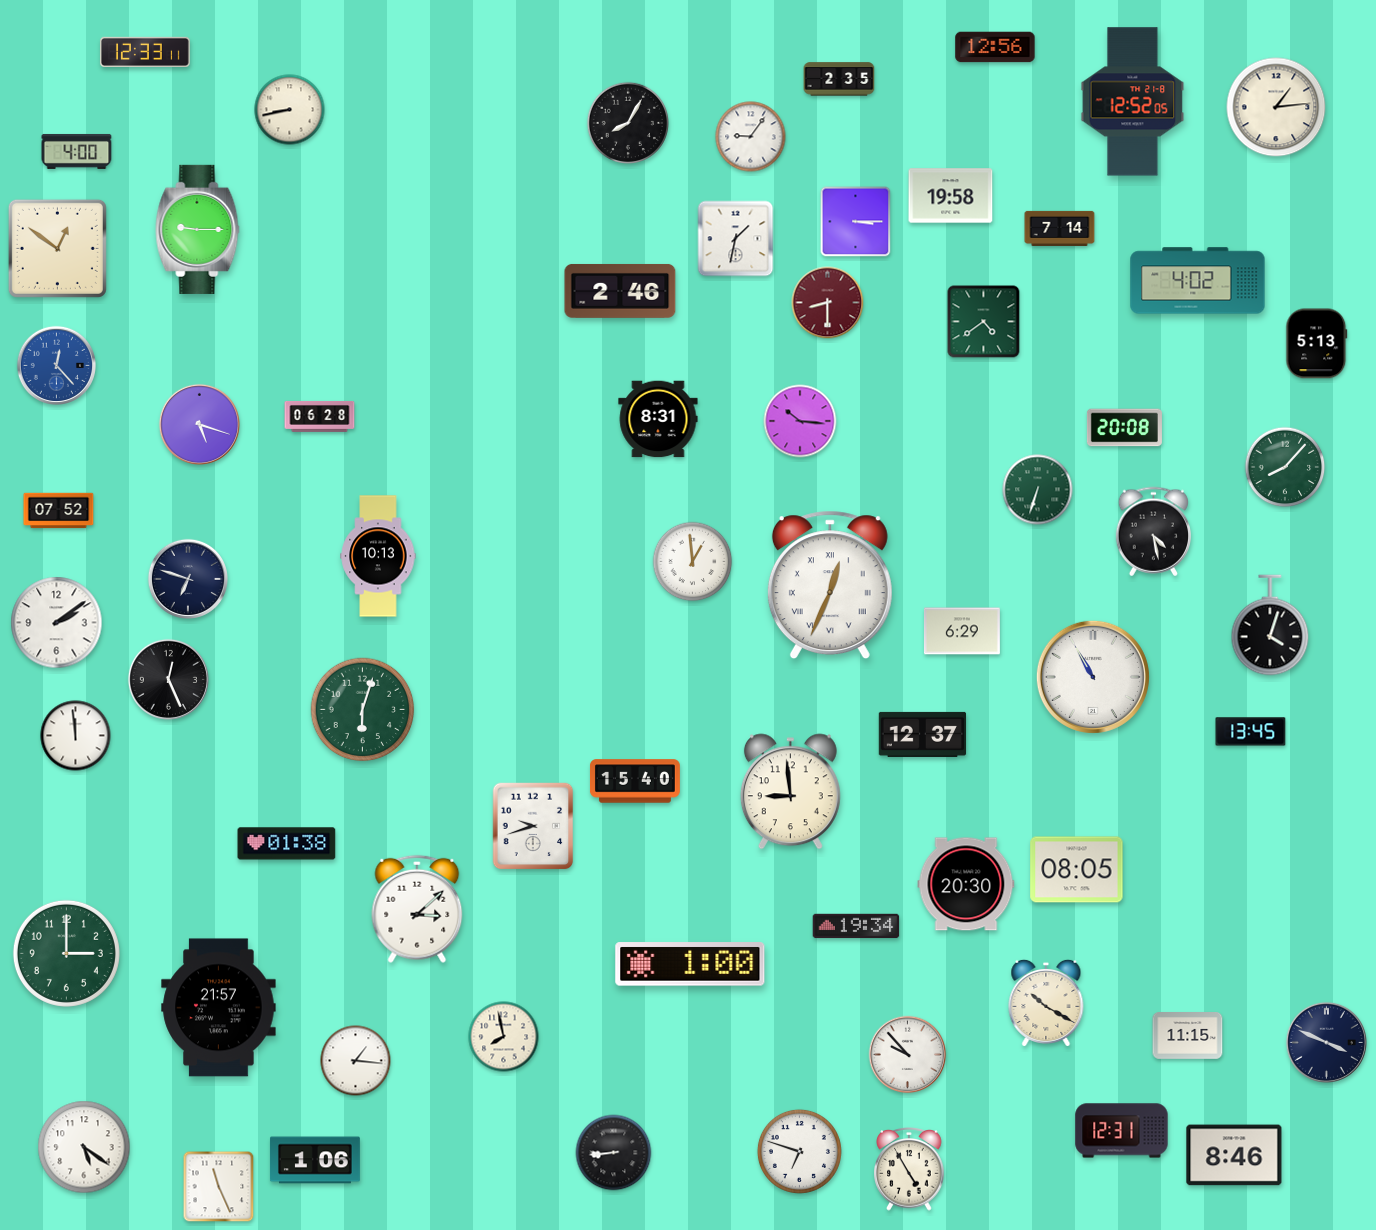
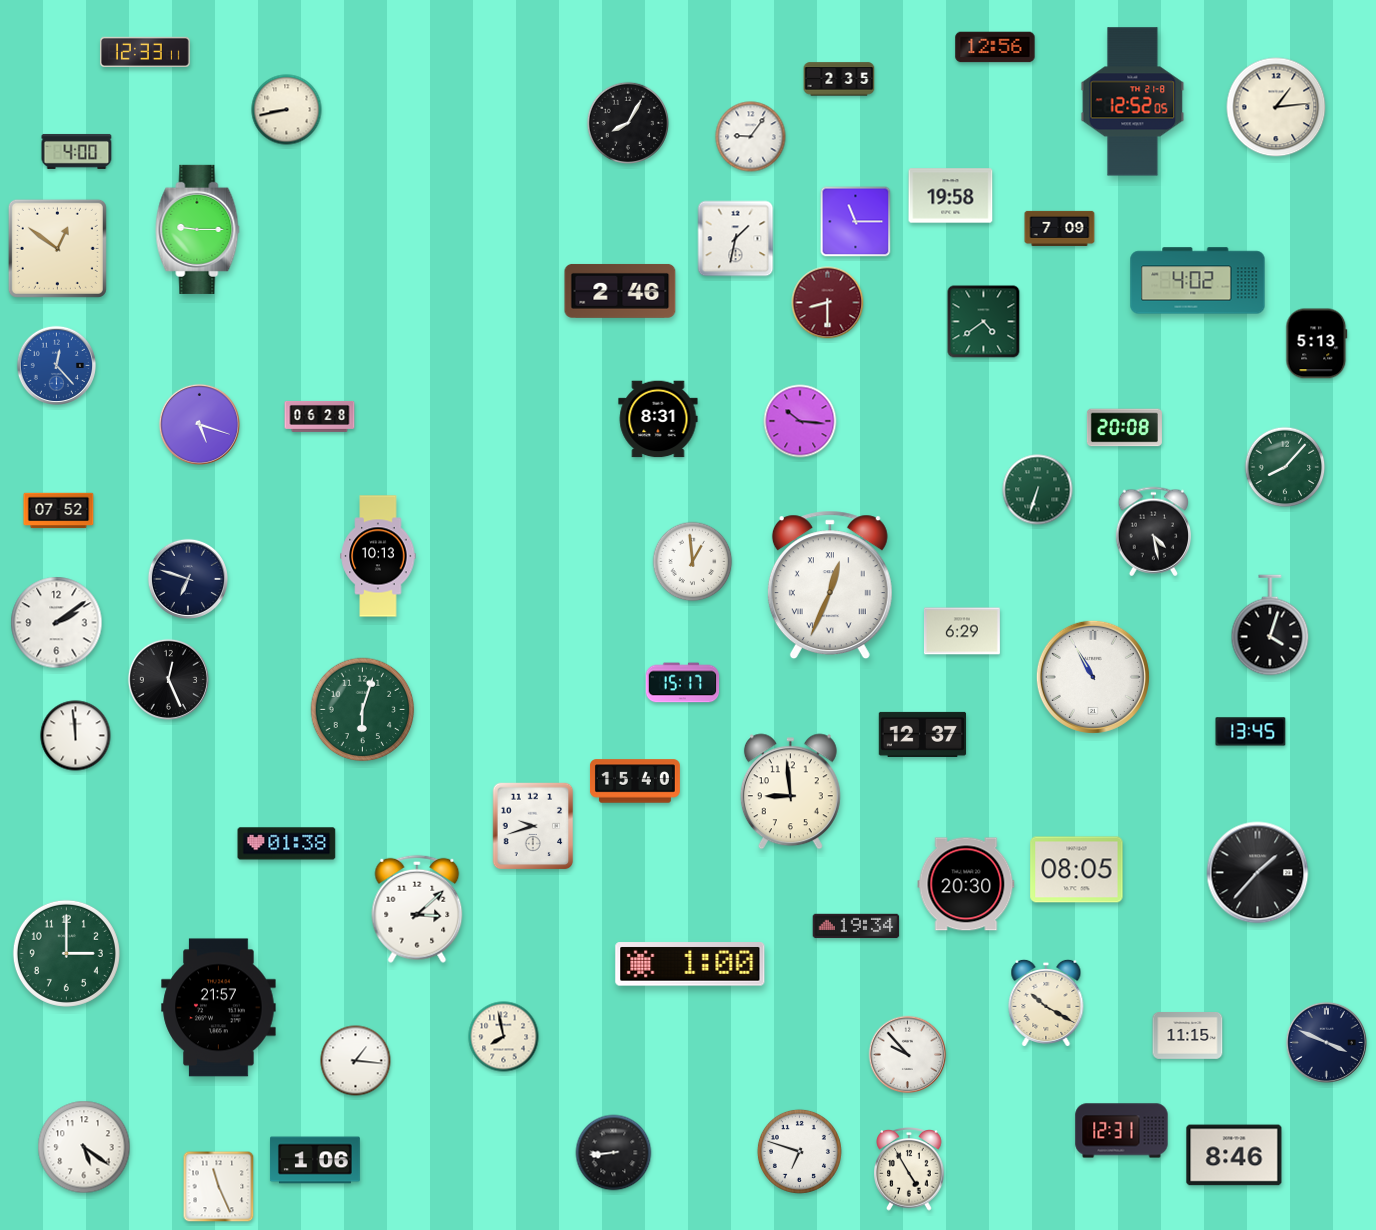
clock at (290, 110) position: (290, 110) -> (287, 110)
clock at (856, 222): 3:15 -> 11:15
clock at (1060, 228): 7:14 -> 7:09
clock at (683, 683): none -> 15:17
clock at (1258, 873): none -> 1:37
